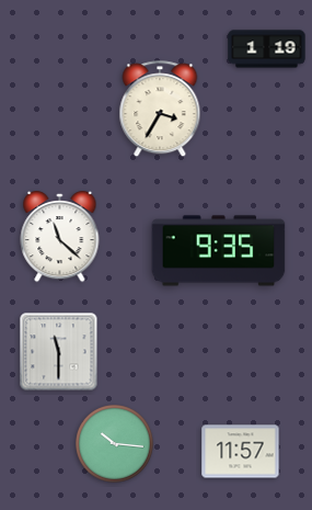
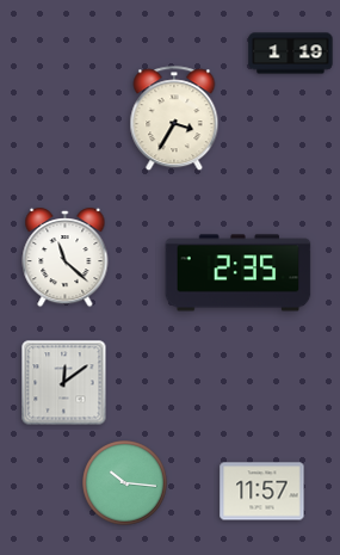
clock at (219, 251): 9:35 -> 2:35
clock at (59, 352): 11:30 -> 12:09
